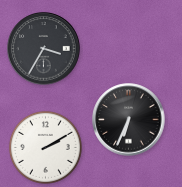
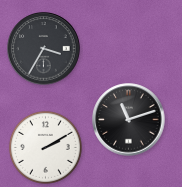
clock at (129, 120): 6:34 -> 11:12
